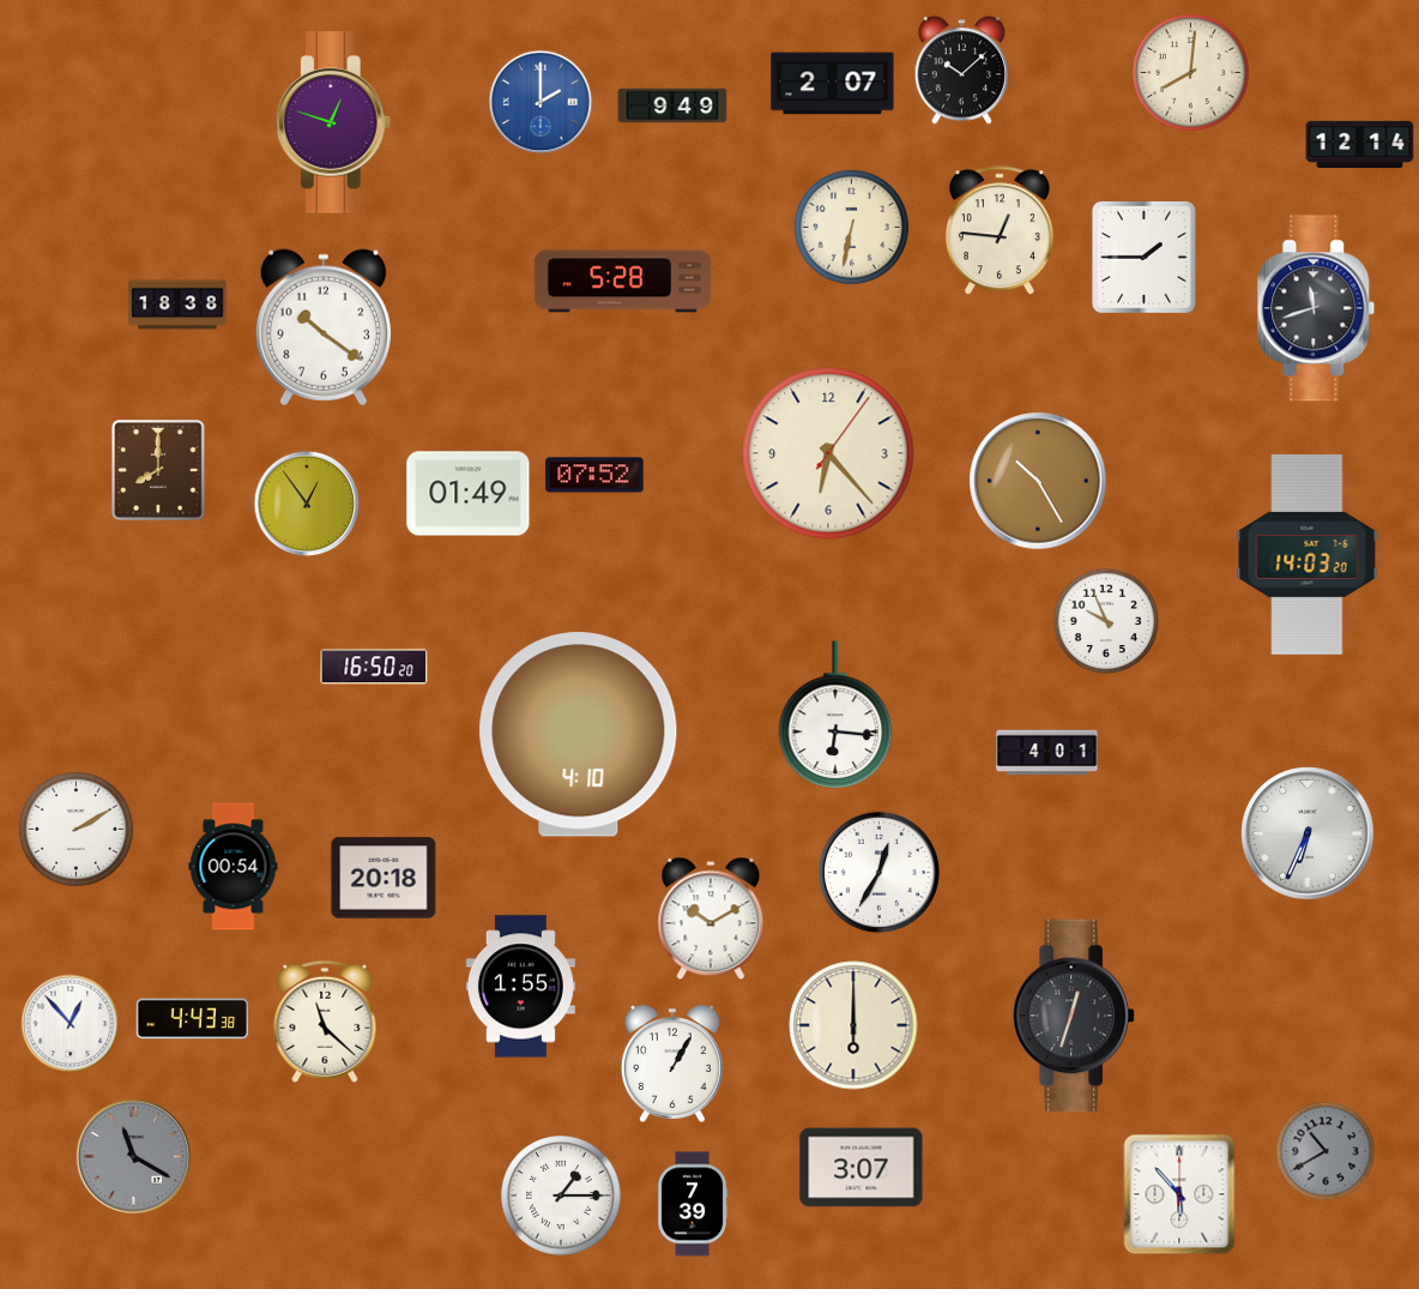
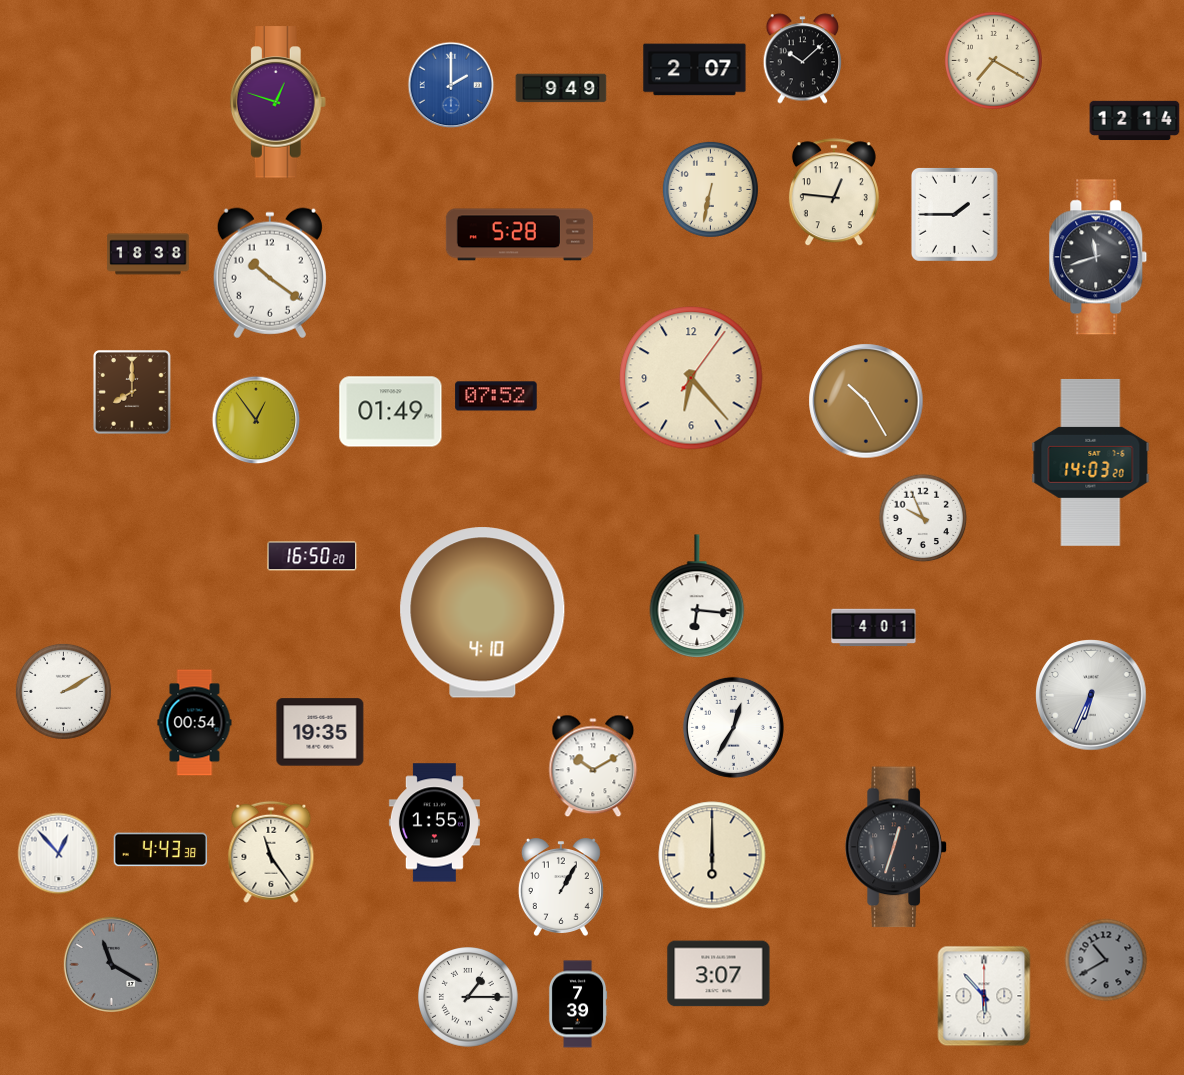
clock at (1190, 72): 8:01 -> 7:20
clock at (384, 878): 20:18 -> 19:35
clock at (325, 1022): 11:22 -> 11:24
